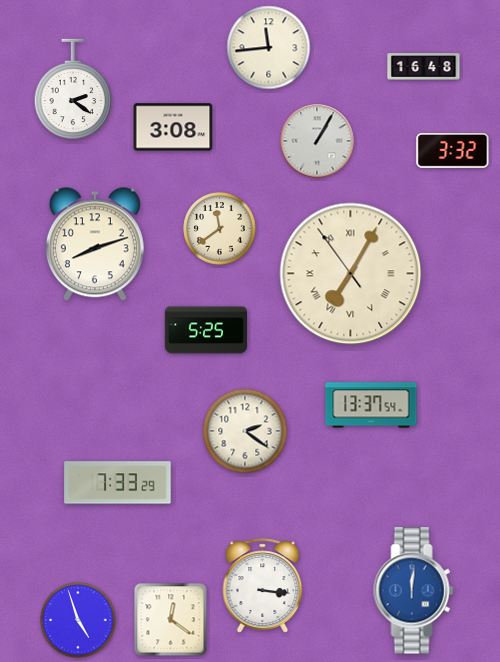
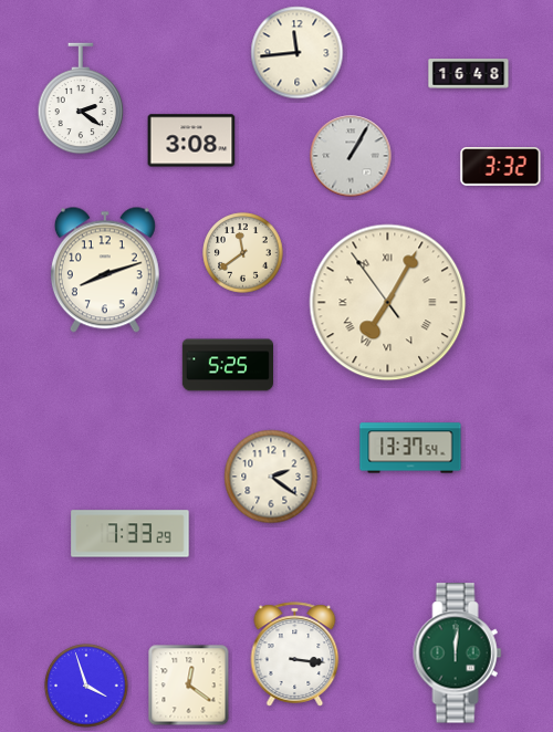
clock at (263, 586) position: (263, 586) -> (295, 655)
clock at (414, 591) dial: blue -> green
clock at (78, 620): 4:57 -> 3:57
